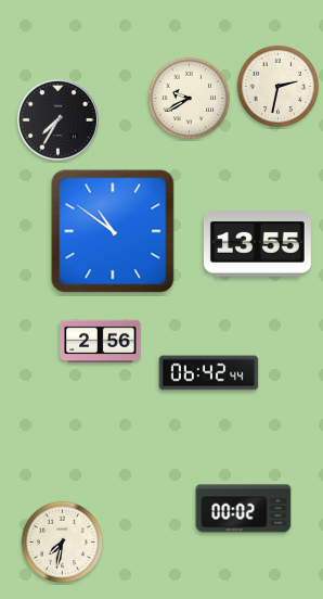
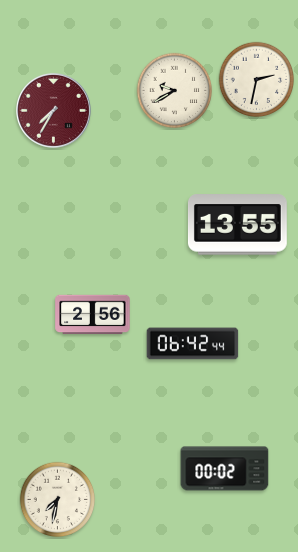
clock at (57, 119) dial: black -> burgundy
clock at (113, 231): 10:51 -> none
